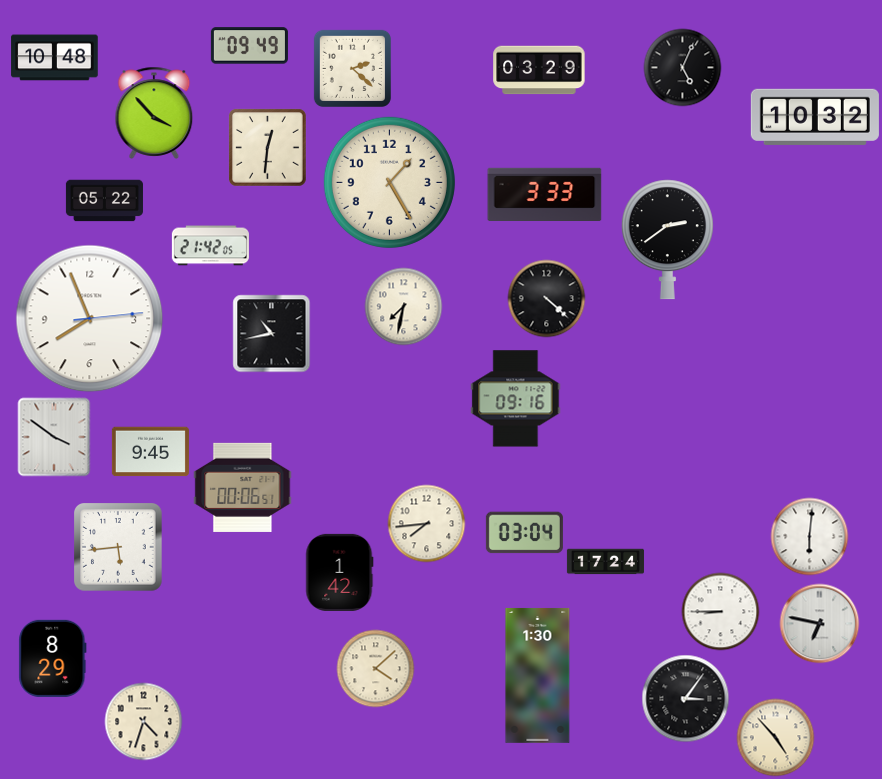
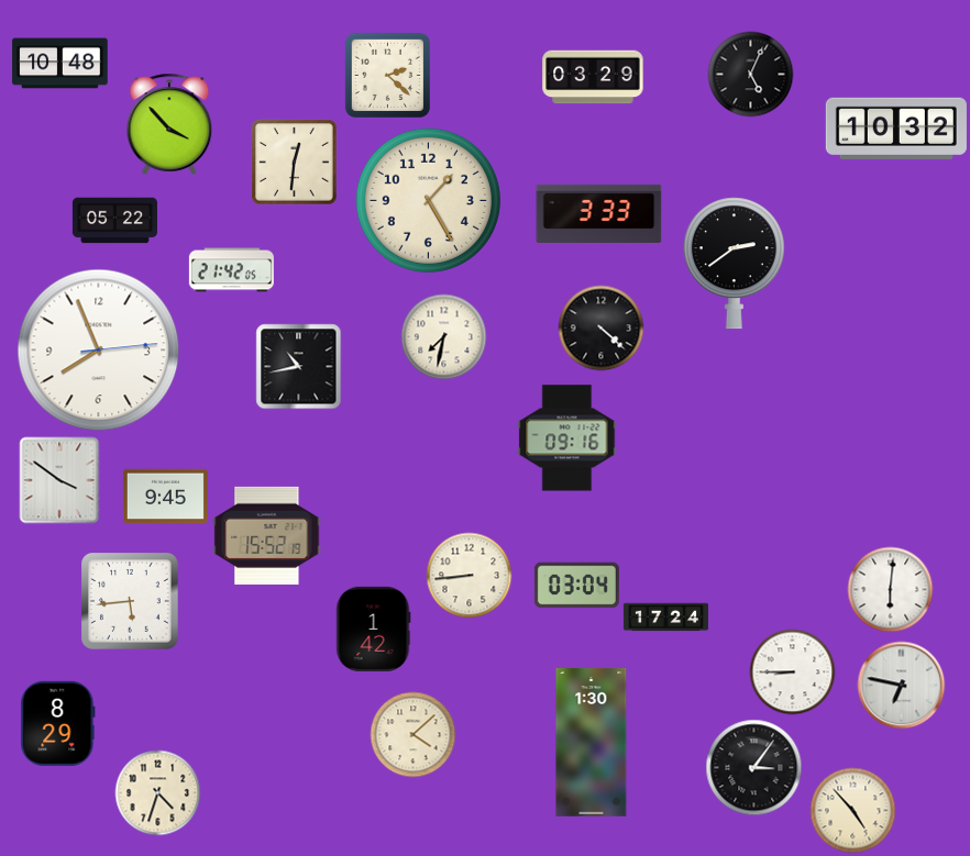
clock at (249, 46): 09:49 -> none
clock at (243, 487): 00:06 -> 15:52
clock at (426, 523): 7:44 -> 8:44
